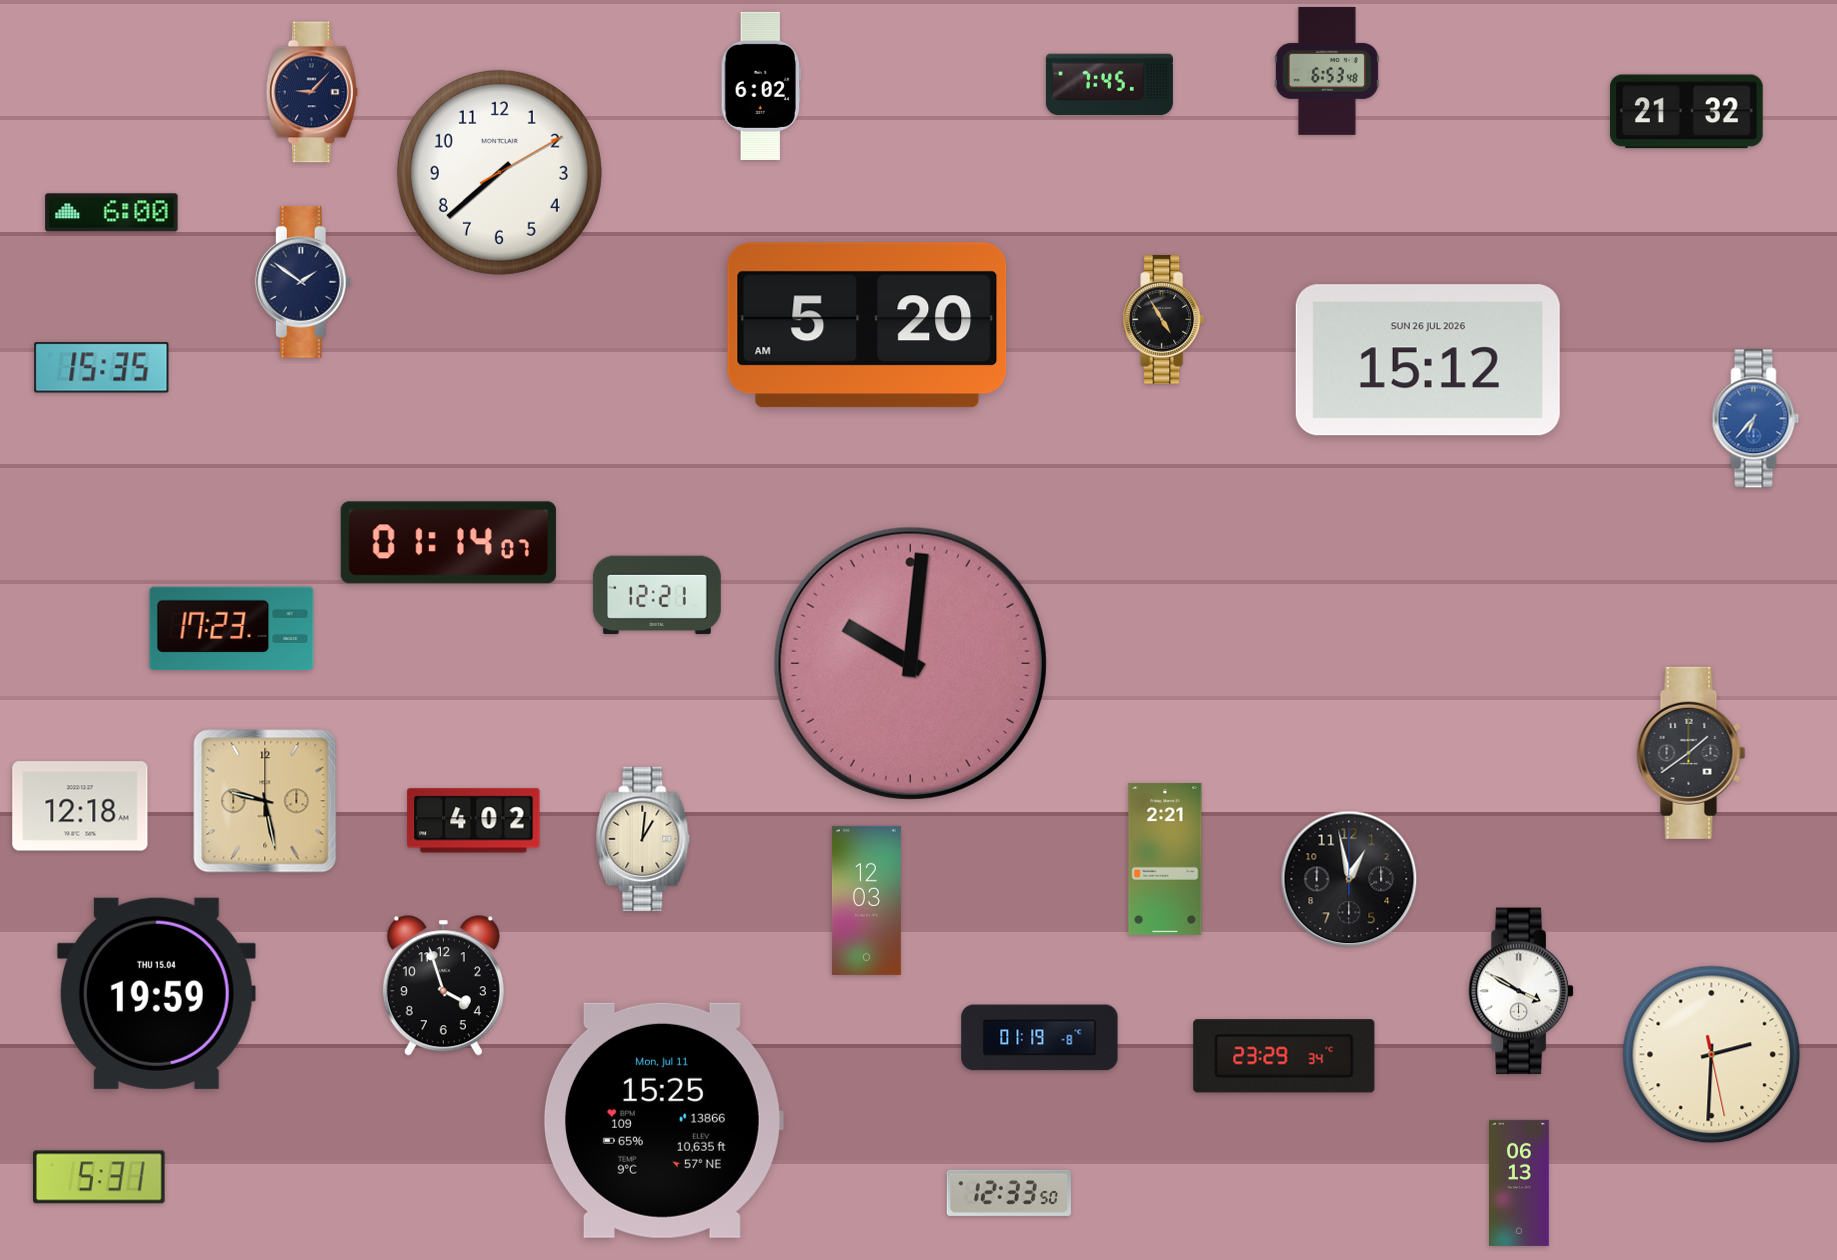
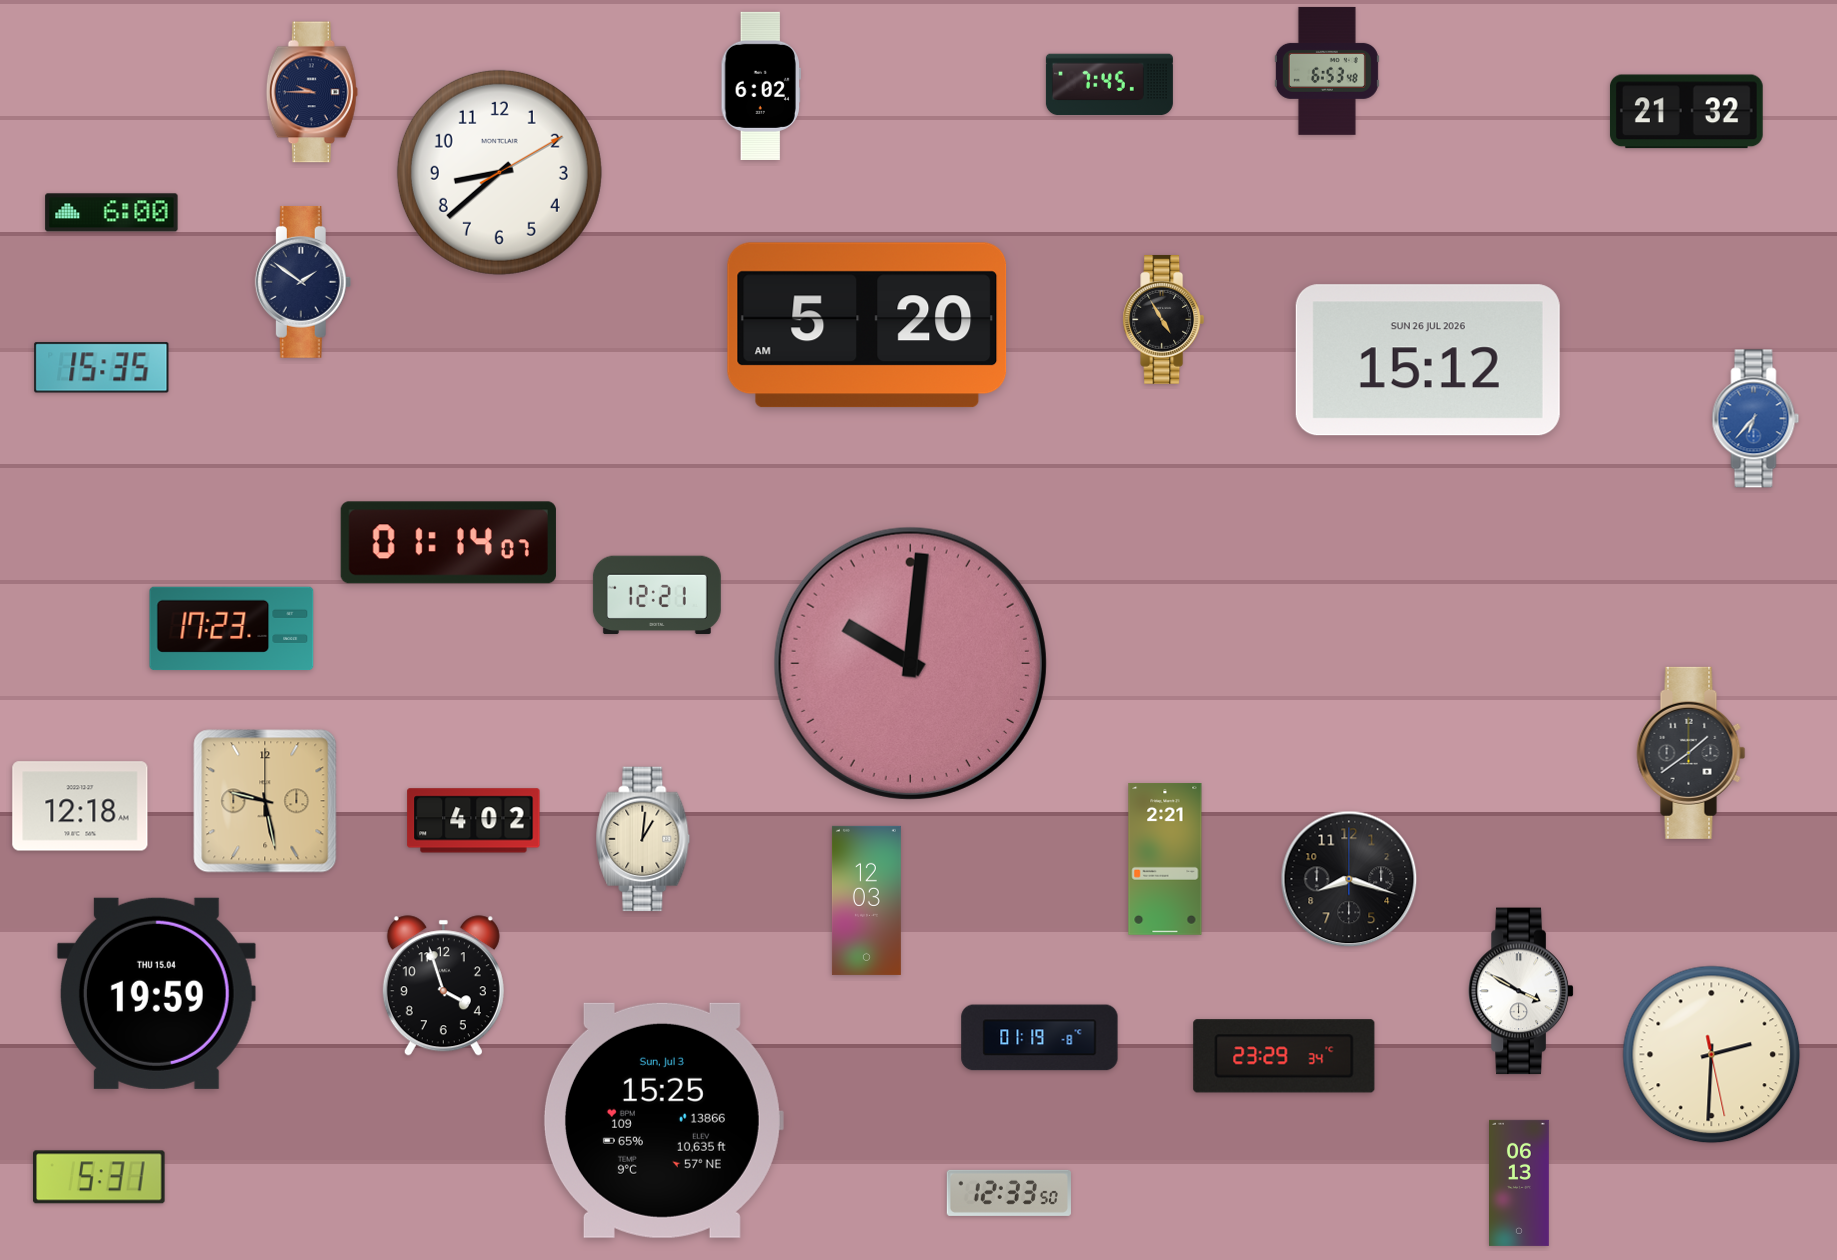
clock at (312, 92): 9:07 -> 9:45
clock at (499, 172): 7:38 -> 8:38
clock at (1349, 879): 12:58 -> 8:18
clock at (663, 1120) date: Mon, Jul 11 -> Sun, Jul 3
